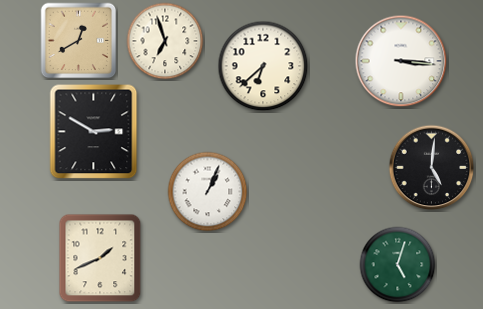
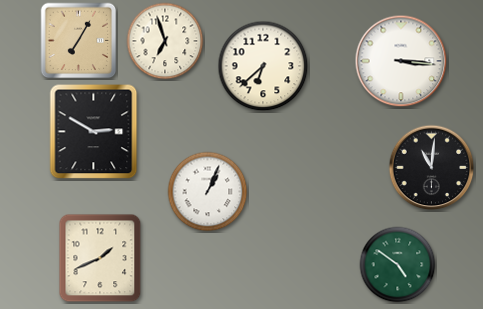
clock at (79, 41): 12:40 -> 7:05
clock at (432, 168): 5:01 -> 11:01
clock at (398, 265): 5:03 -> 4:51
